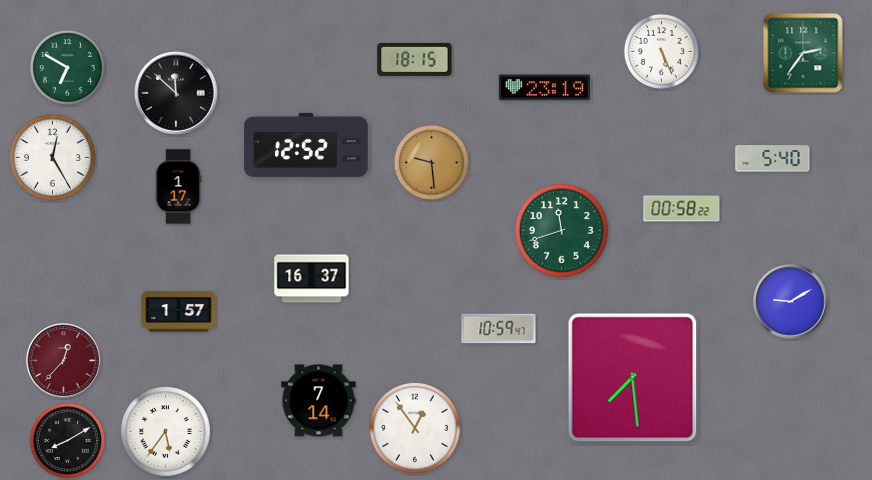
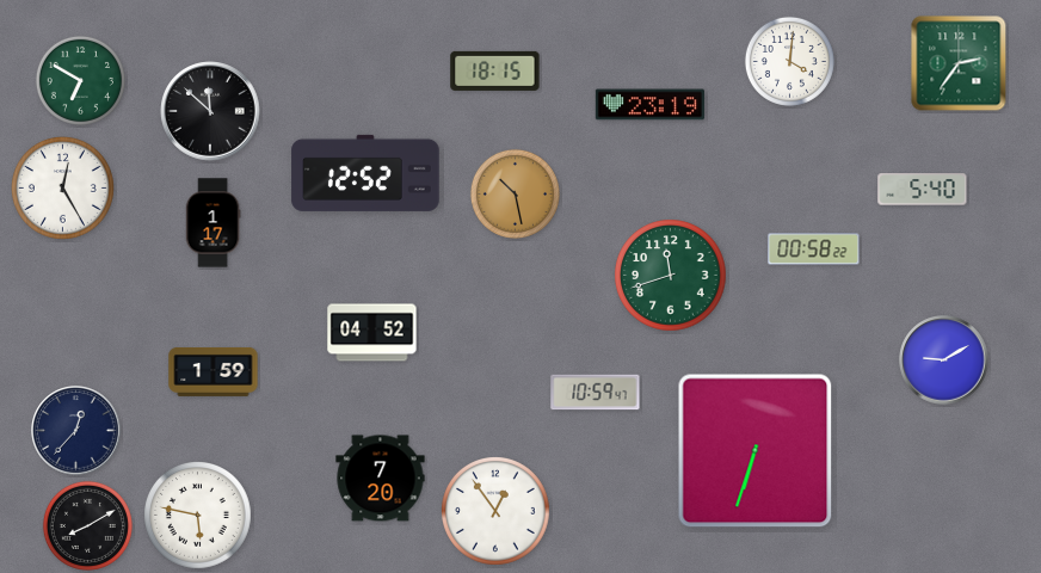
clock at (661, 51): 5:26 -> 4:01
clock at (431, 162): 9:29 -> 10:28
clock at (312, 279): 16:37 -> 04:52
clock at (179, 311): 1:57 -> 1:59
clock at (64, 361) dial: burgundy -> navy
clock at (633, 378): 7:29 -> 6:33
clock at (319, 401): 7:14 -> 7:20
clock at (166, 432): 5:36 -> 5:47
clock at (67, 440) position: (67, 440) -> (87, 525)
